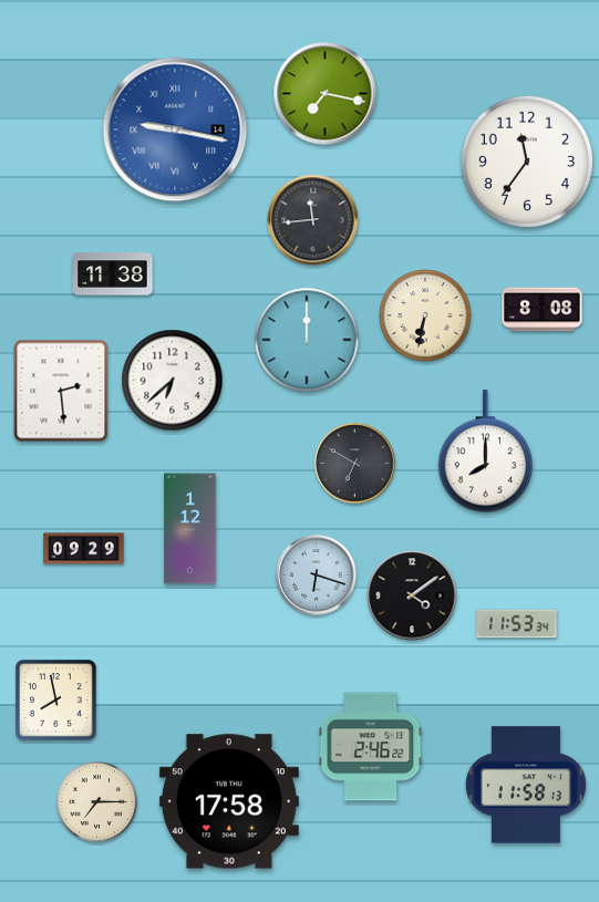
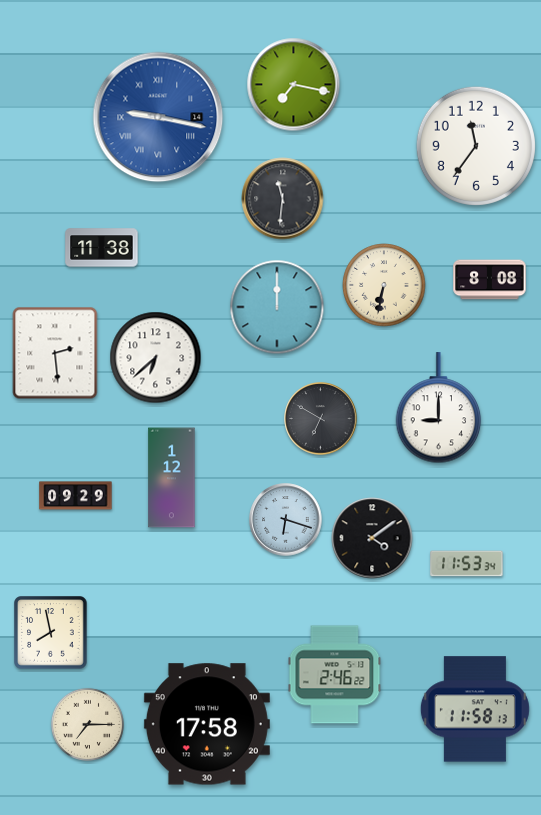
clock at (313, 220): 11:44 -> 11:31
clock at (173, 381) position: (173, 381) -> (156, 358)
clock at (486, 452): 8:00 -> 9:00
